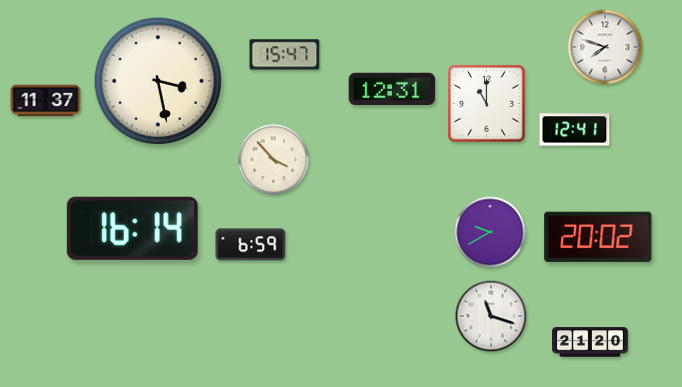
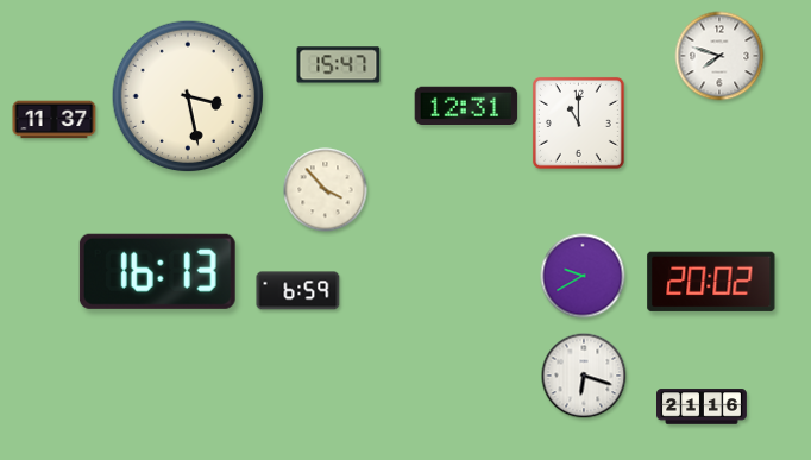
clock at (575, 130): 12:41 -> none
clock at (132, 228): 16:14 -> 16:13
clock at (491, 316): 11:18 -> 6:18
clock at (591, 342): 21:20 -> 21:16
